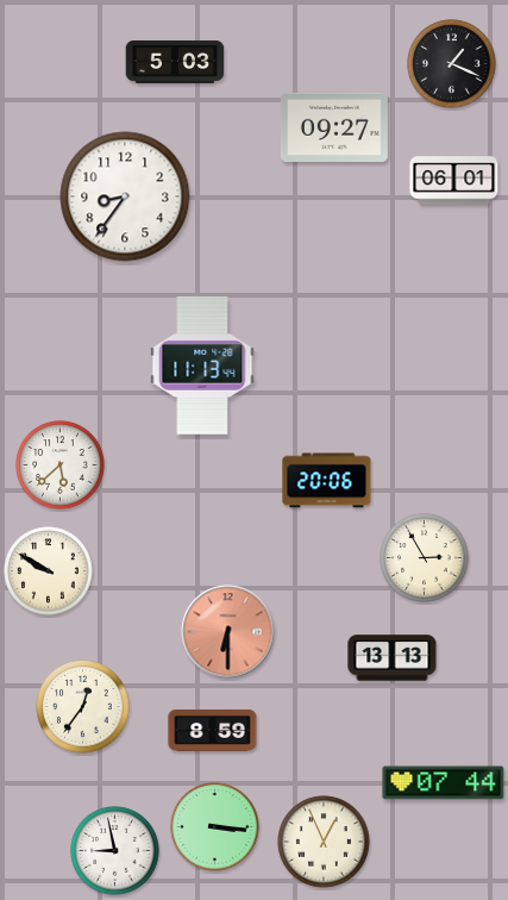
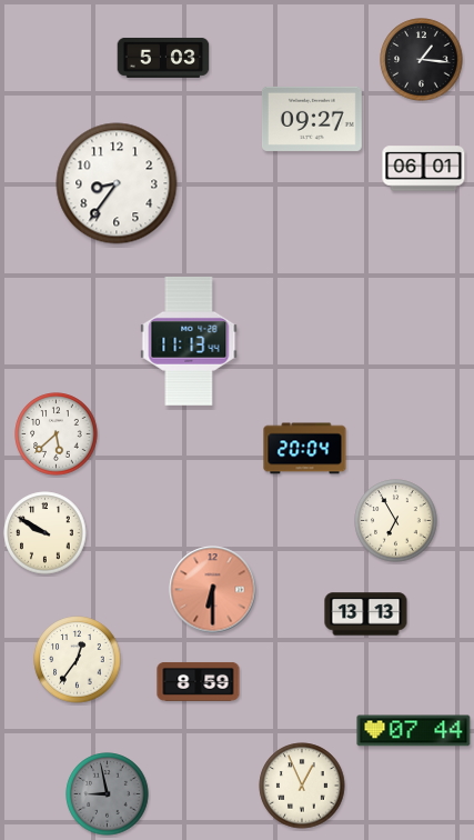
clock at (452, 64): 1:19 -> 1:16
clock at (327, 481): 20:06 -> 20:04
clock at (425, 558): 2:55 -> 6:55
clock at (215, 827): 3:16 -> none
clock at (115, 851) dial: white -> grey
